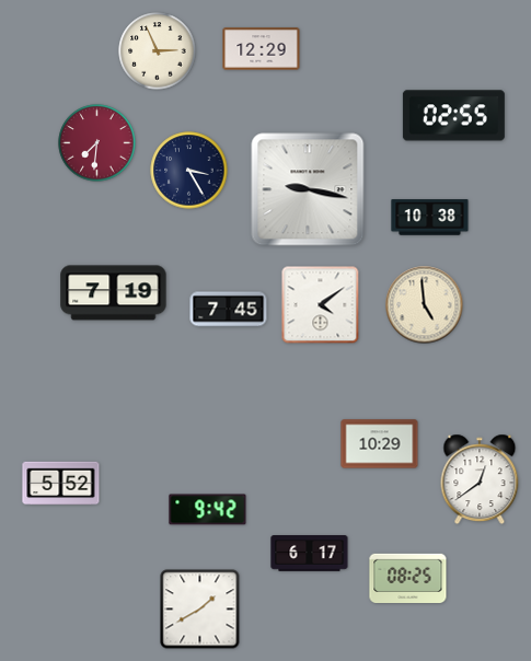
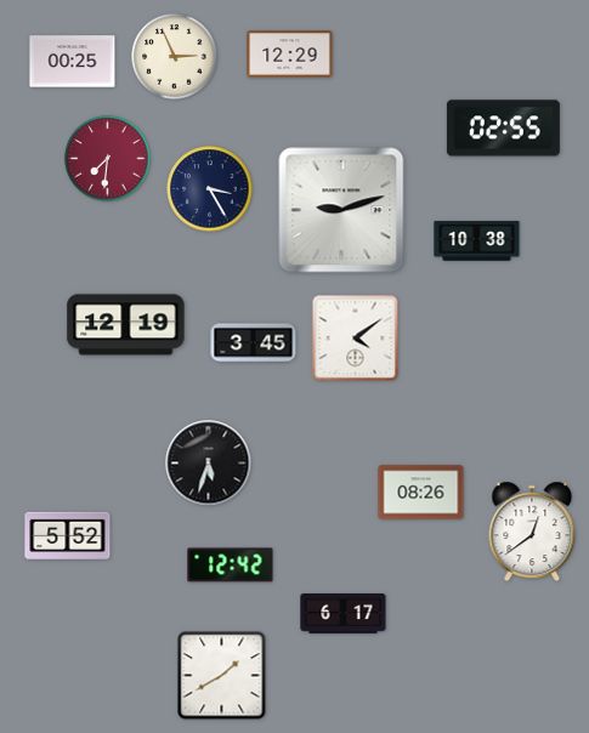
clock at (73, 62): none -> 00:25
clock at (308, 189): 9:17 -> 9:12
clock at (114, 293): 7:19 -> 12:19
clock at (425, 305): 4:59 -> none
clock at (229, 310): 7:45 -> 3:45
clock at (209, 464): none -> 5:33
clock at (380, 444): 10:29 -> 08:26
clock at (208, 510): 9:42 -> 12:42
clock at (408, 578): 08:25 -> none
